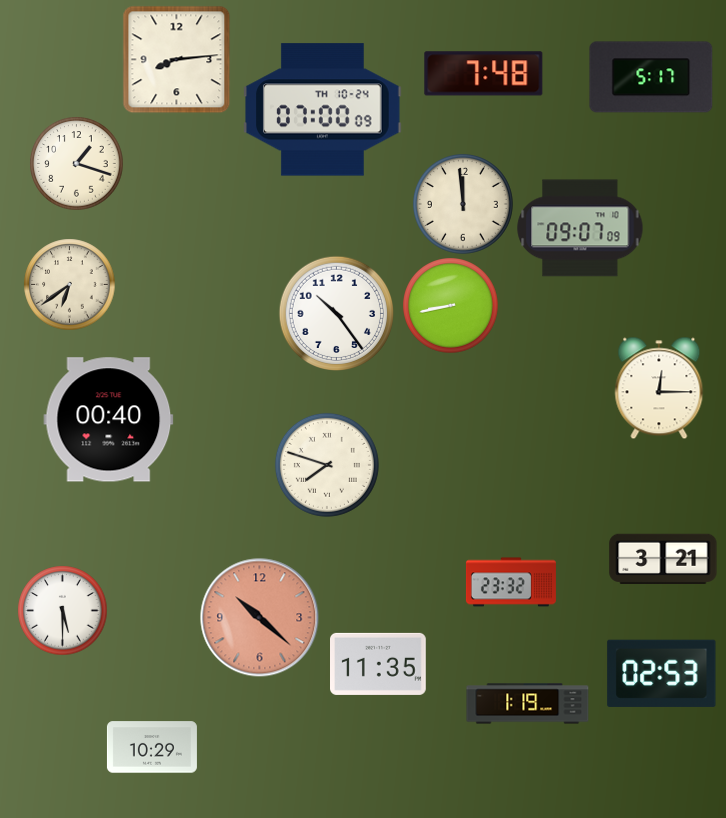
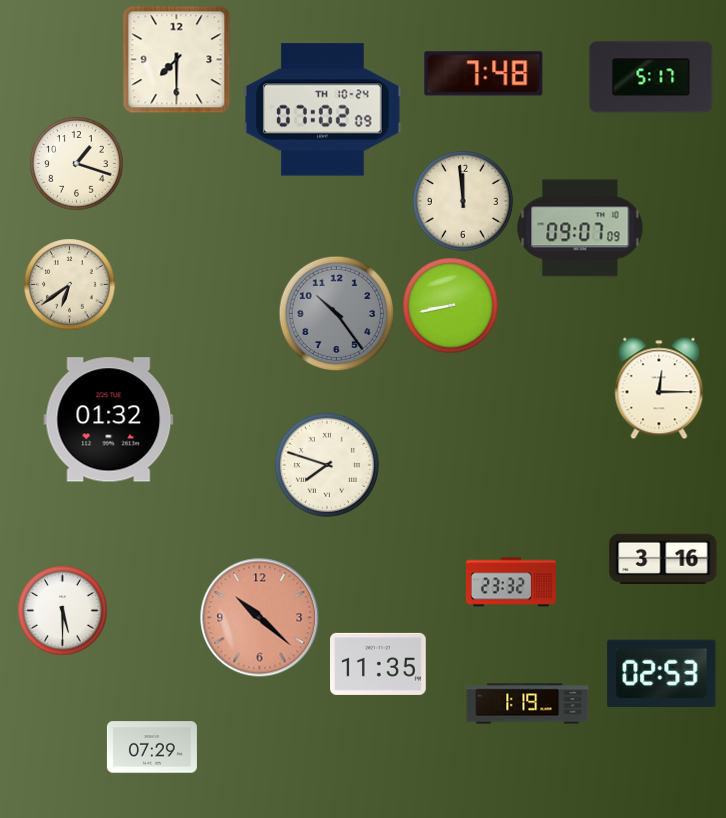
clock at (176, 59): 8:14 -> 7:30
clock at (323, 110): 07:00 -> 07:02
clock at (463, 204) position: (463, 204) -> (463, 201)
clock at (336, 313) dial: white -> grey
clock at (109, 420): 00:40 -> 01:32
clock at (663, 558): 3:21 -> 3:16
clock at (152, 747): 10:29 -> 07:29
